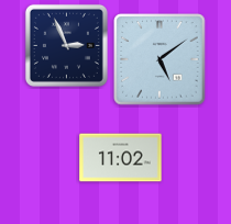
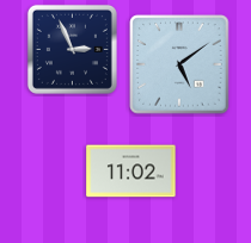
clock at (159, 59) position: (159, 59) -> (179, 64)
